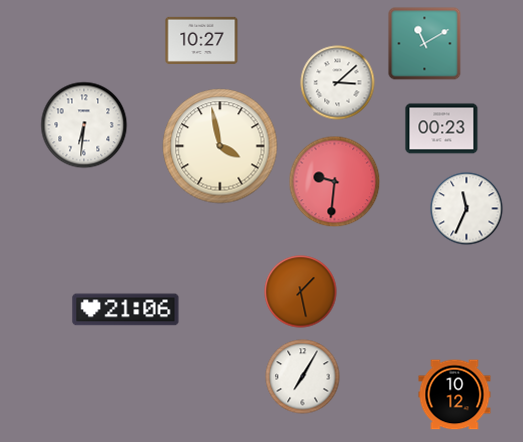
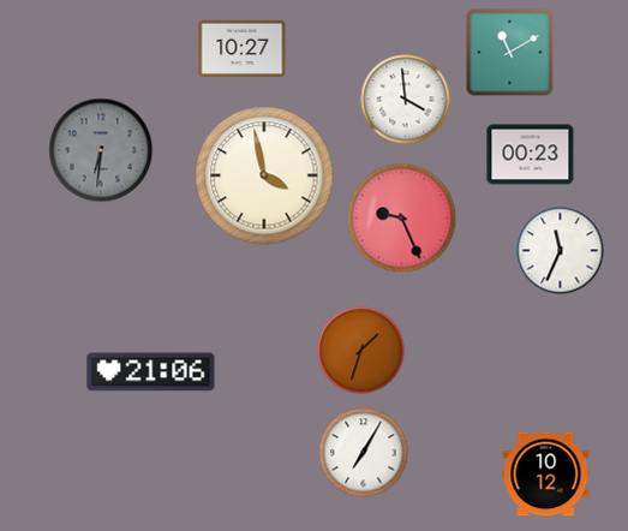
clock at (338, 83): 3:08 -> 3:59
clock at (84, 125) dial: white -> grey
clock at (335, 182): 9:31 -> 9:26
clock at (301, 292): 1:28 -> 1:33
